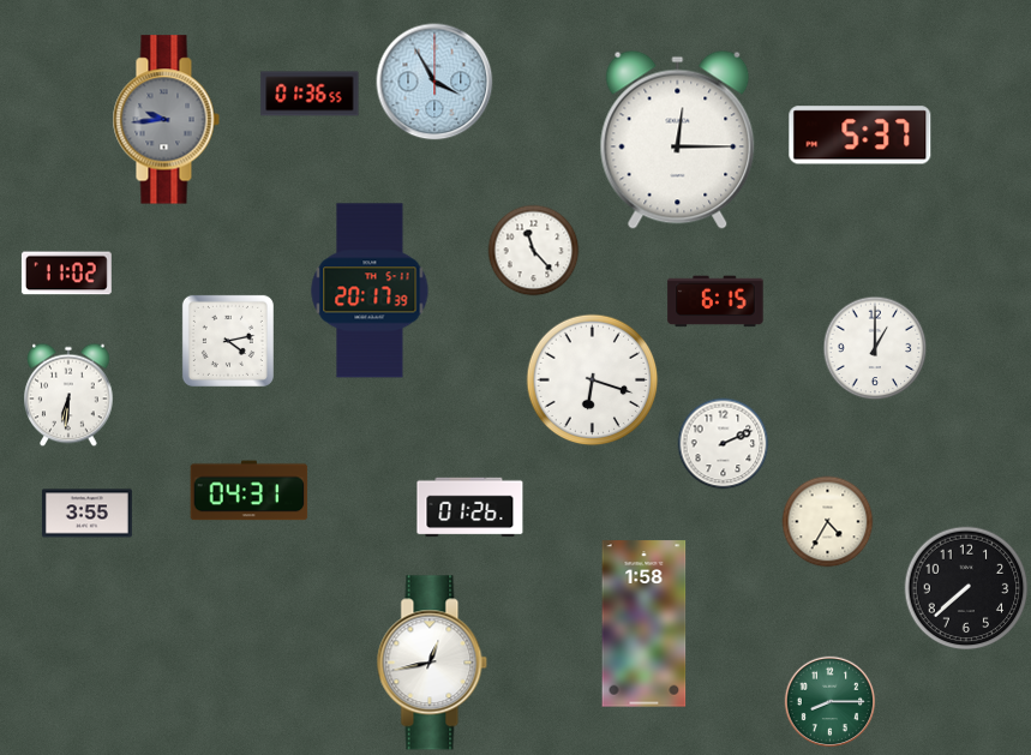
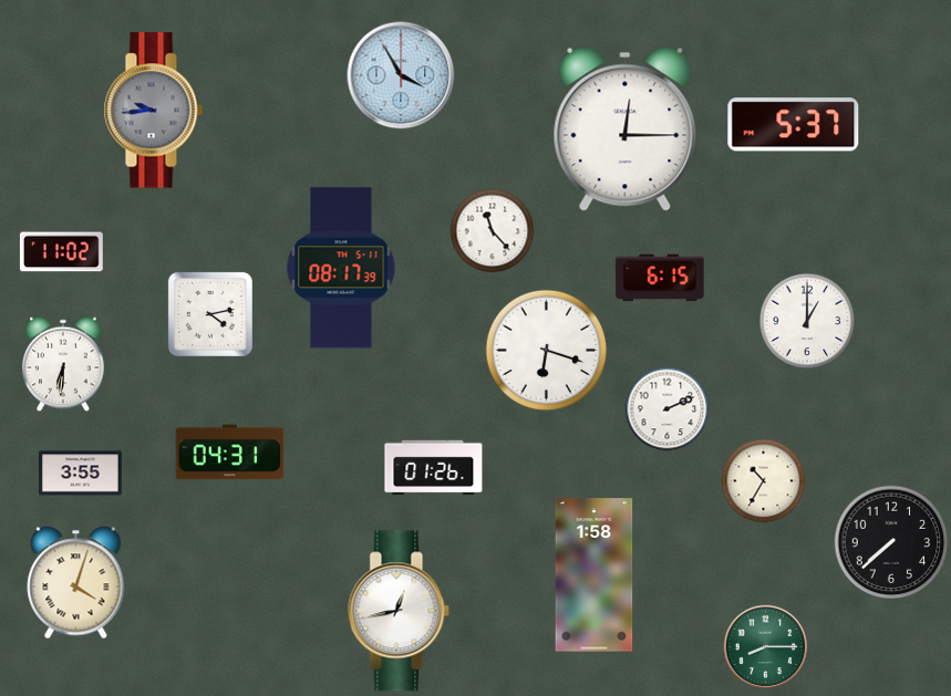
clock at (310, 94): 01:36 -> none
clock at (370, 290): 20:17 -> 08:17
clock at (828, 522): 4:35 -> 10:35
clock at (76, 583): none -> 4:03
